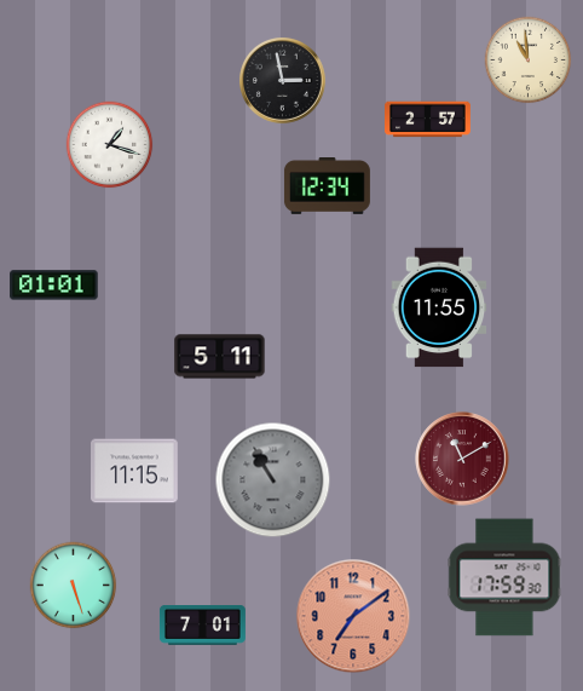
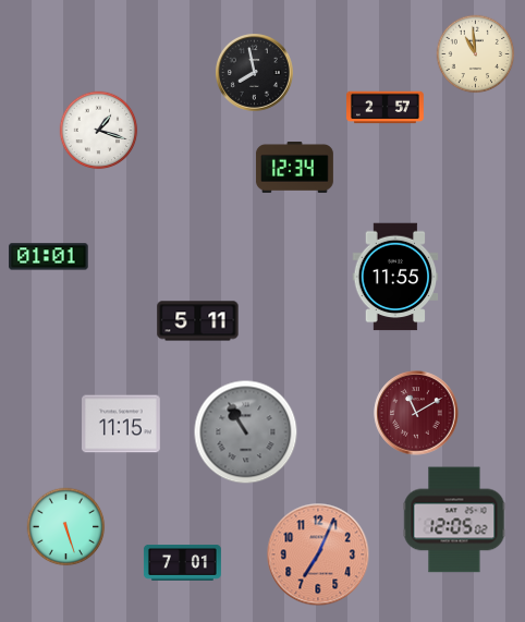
clock at (282, 80): 2:58 -> 7:58
clock at (504, 577): 17:59 -> 12:05
clock at (353, 616): 7:09 -> 7:04
